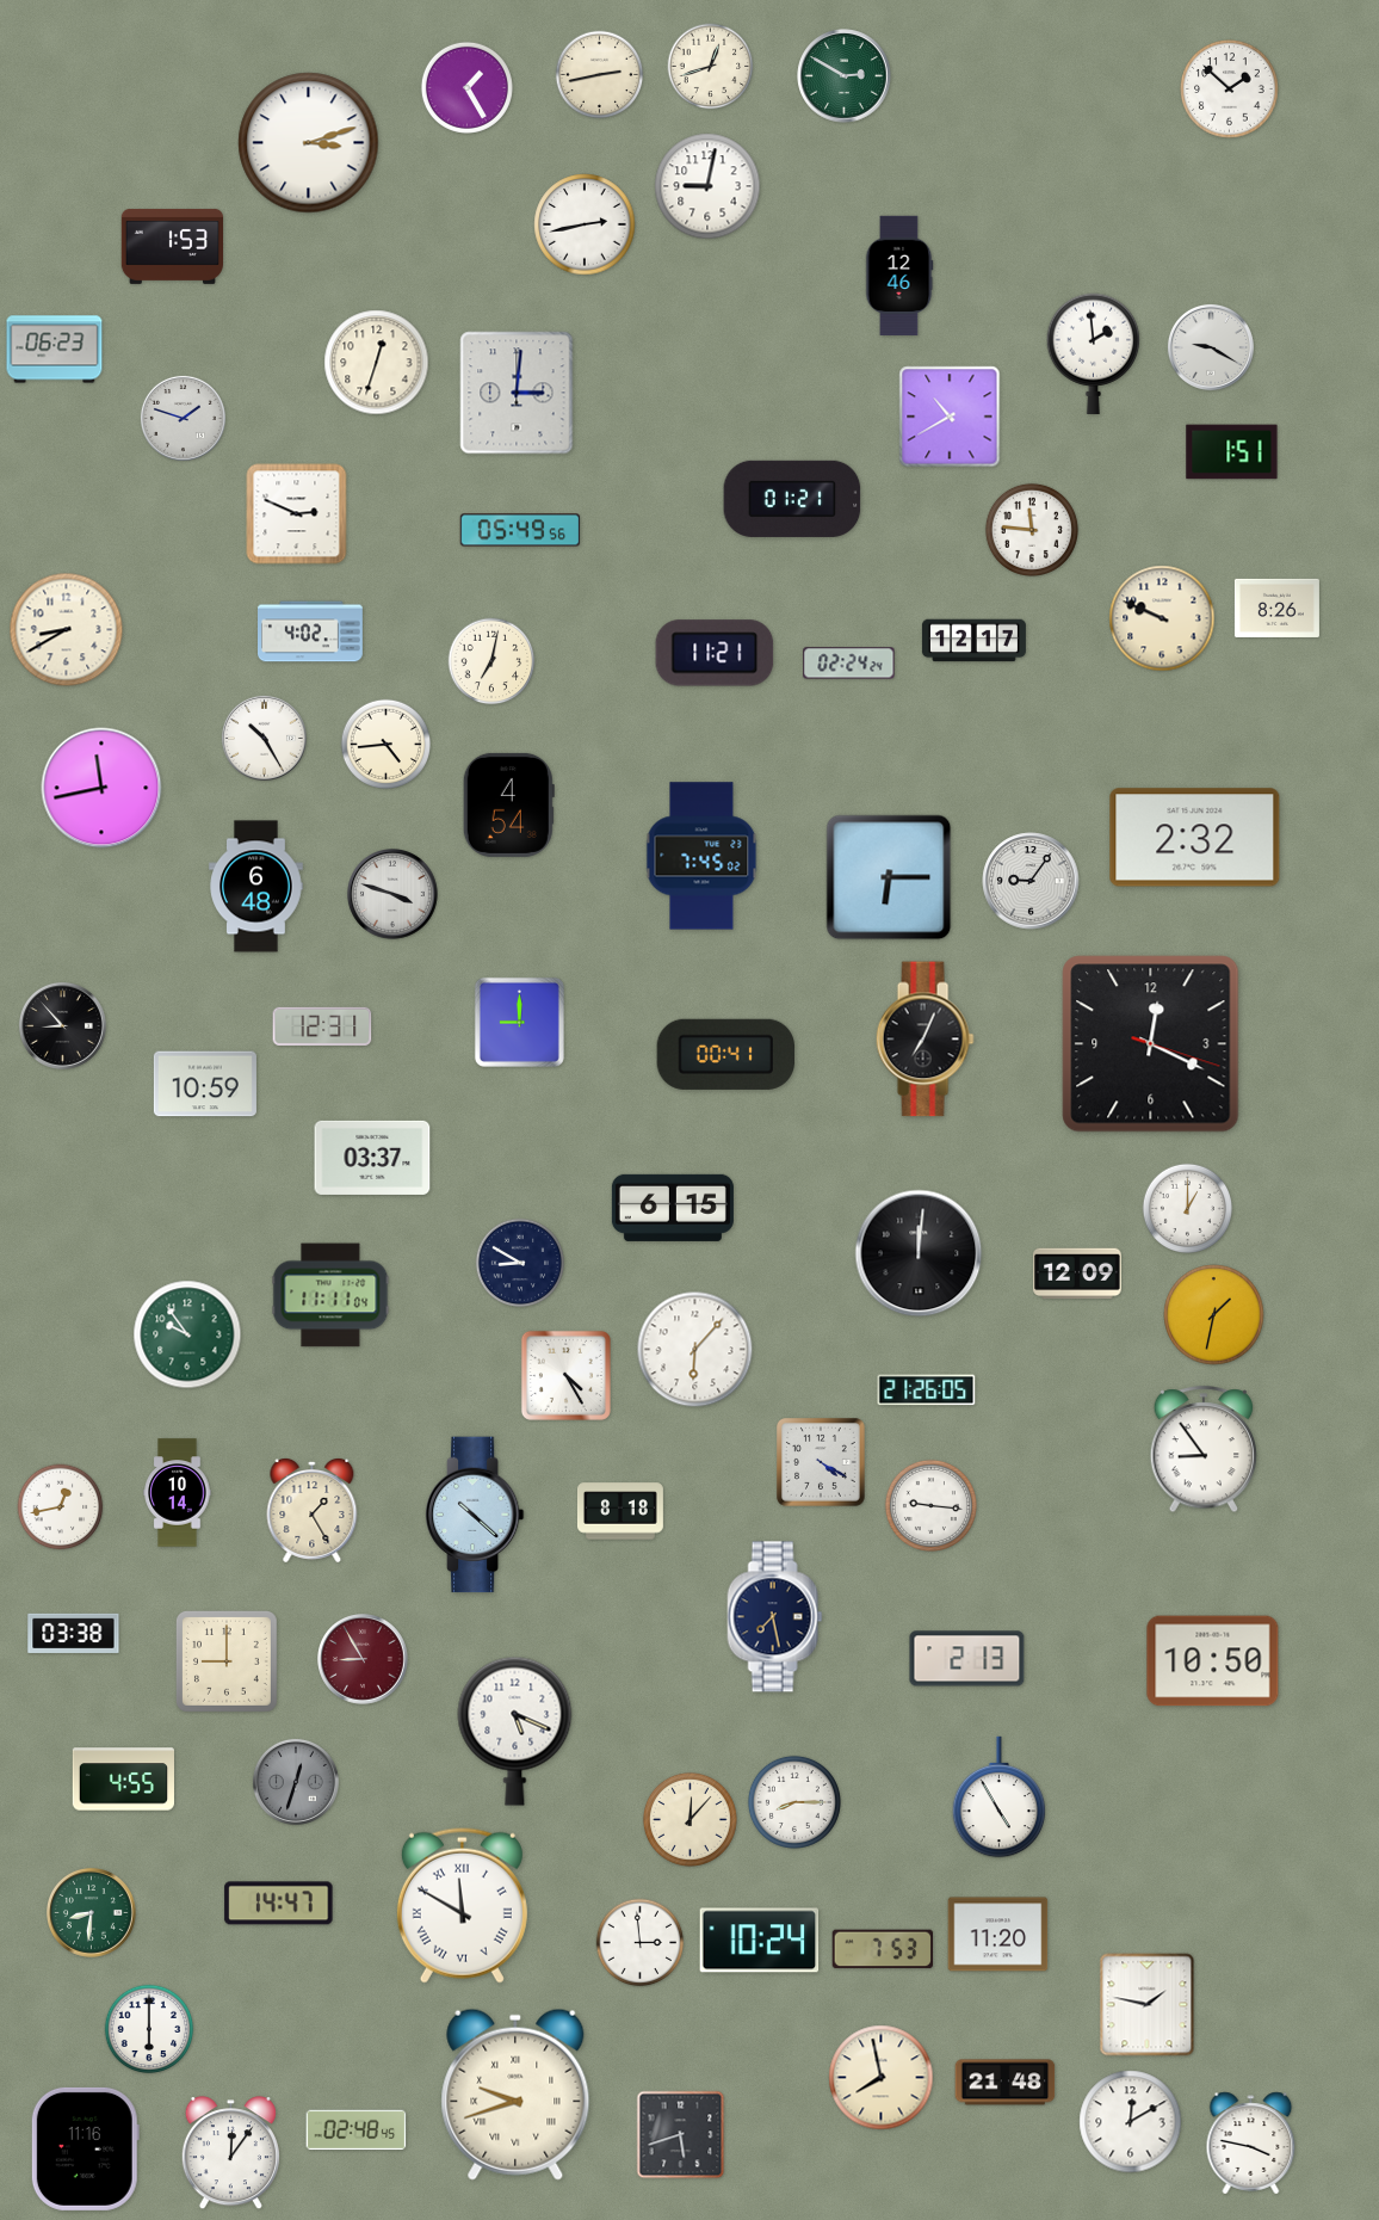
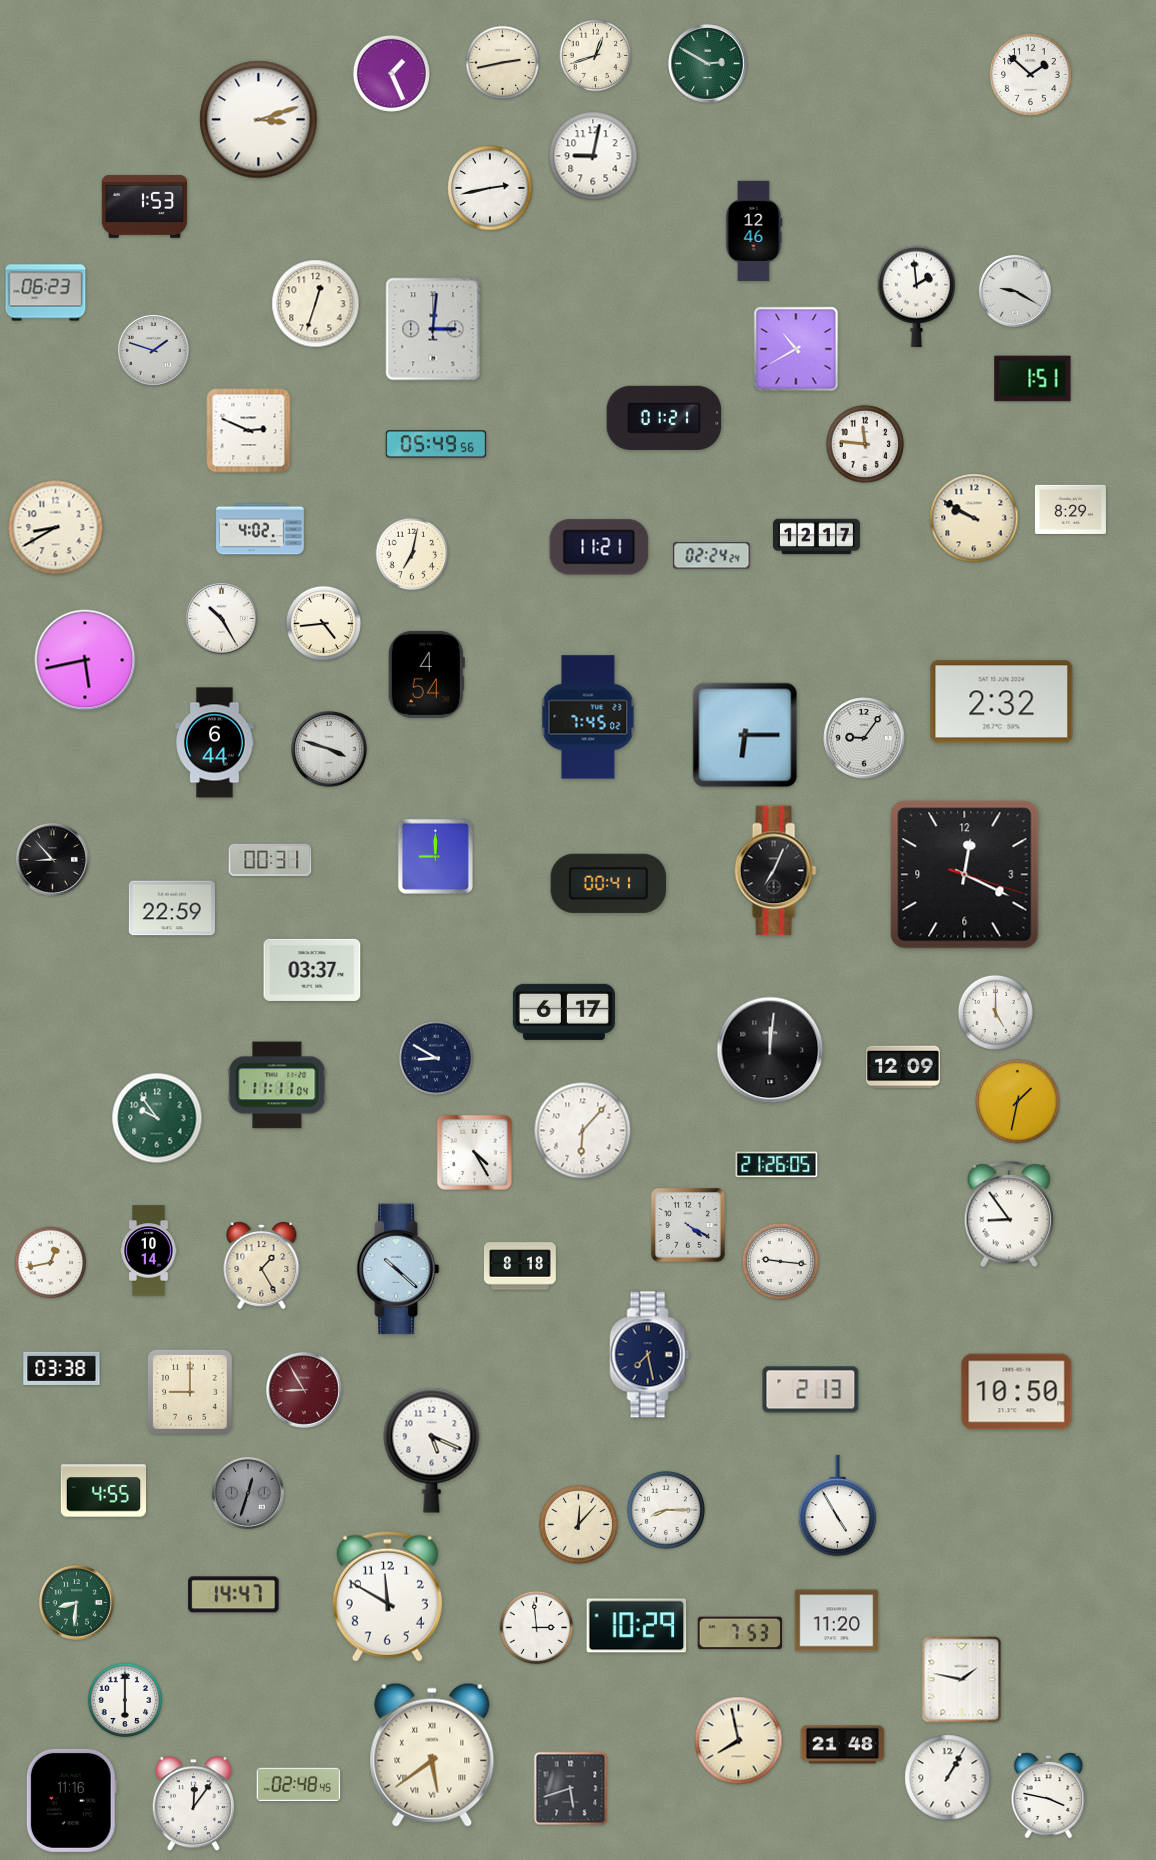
clock at (466, 87): 1:25 -> 1:26
clock at (1276, 608): 8:26 -> 8:29
clock at (1162, 618): 9:49 -> 9:50
clock at (101, 788): 11:43 -> 5:43
clock at (256, 887): 6:48 -> 6:44
clock at (322, 1025): 12:31 -> 00:31
clock at (205, 1084): 10:59 -> 22:59
clock at (673, 1208): 6:15 -> 6:17
clock at (1187, 1208): 1:00 -> 5:00
clock at (462, 1905) numerals: Roman -> Arabic
clock at (760, 1941): 10:24 -> 10:29
clock at (515, 2095): 9:42 -> 5:39
clock at (1131, 2122): 12:10 -> 1:05
